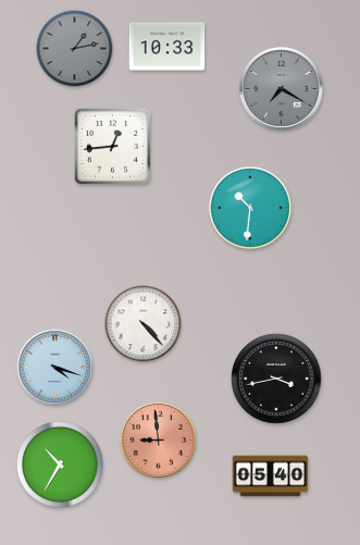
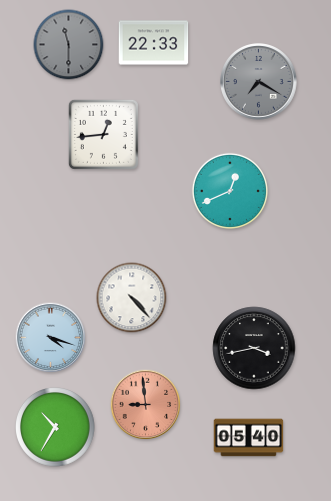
clock at (167, 47): 10:33 -> 22:33
clock at (75, 49): 1:13 -> 11:30
clock at (249, 207): 10:31 -> 12:41
